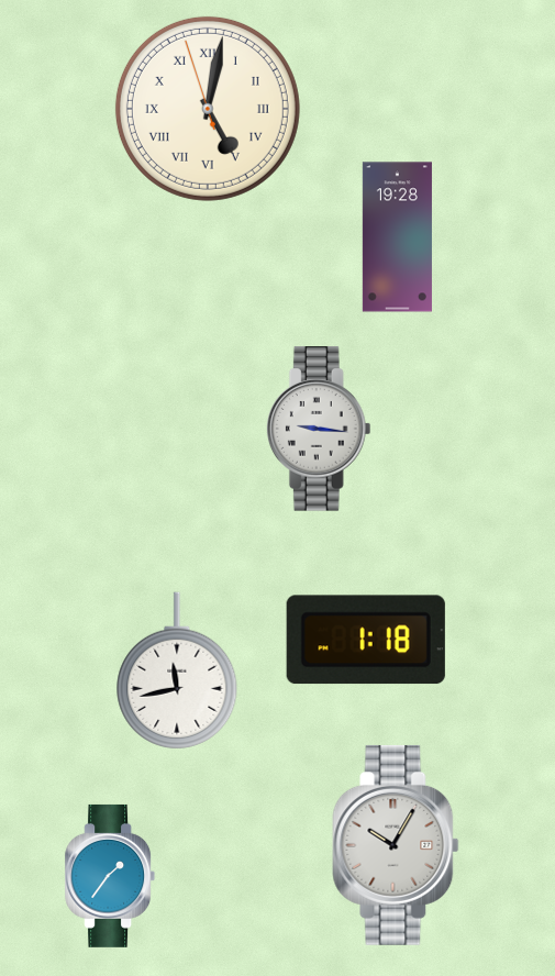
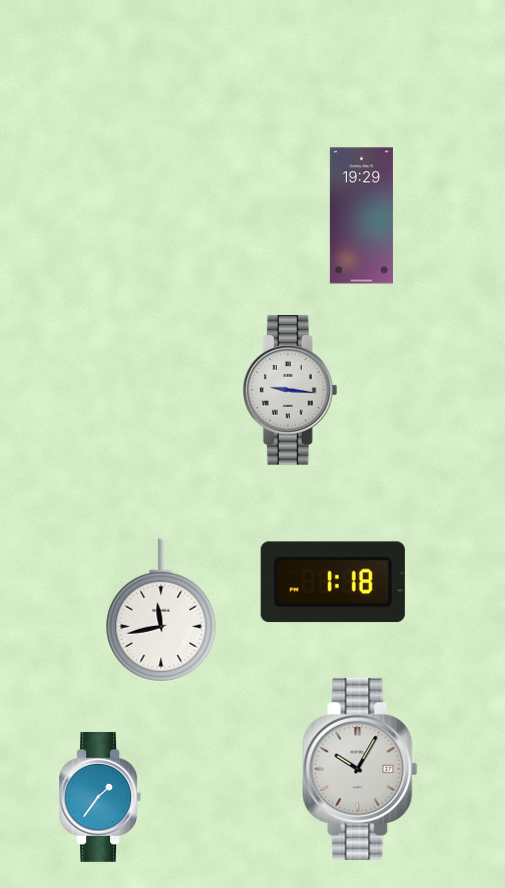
clock at (208, 109): 5:01 -> none
clock at (397, 237): 19:28 -> 19:29
